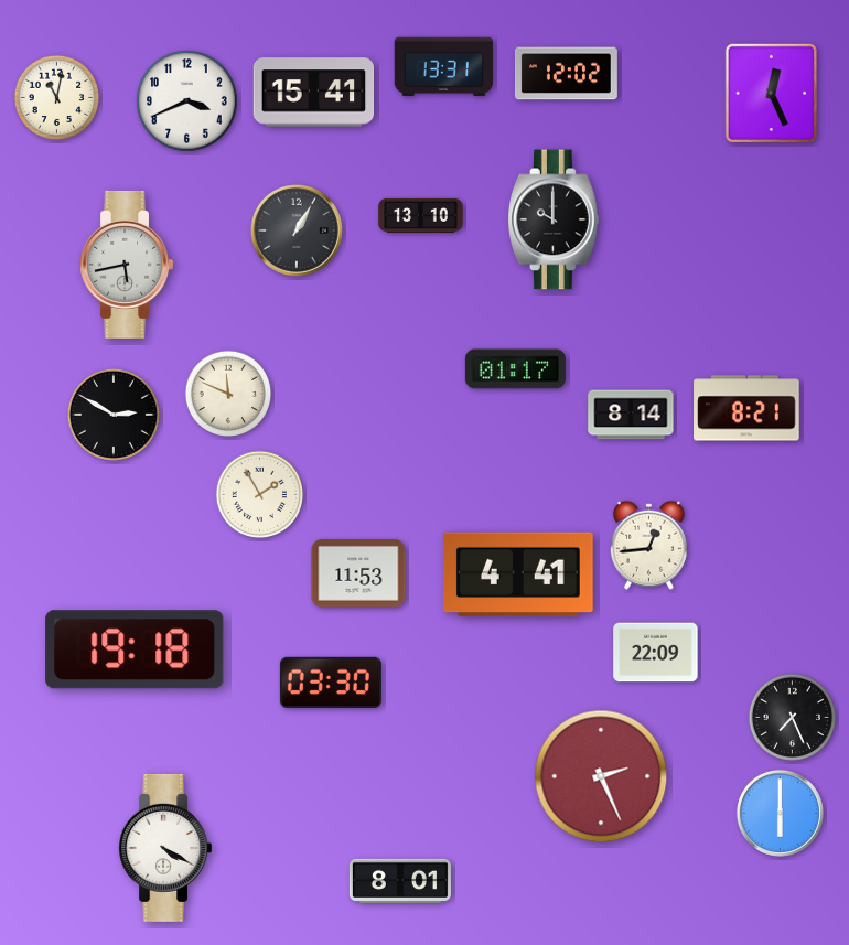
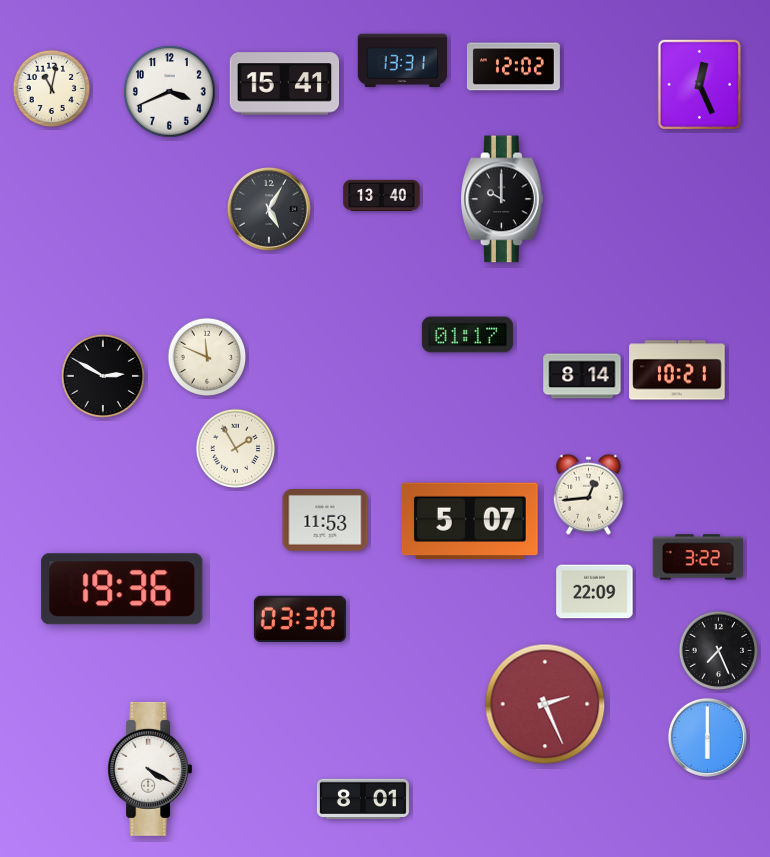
clock at (421, 215): 13:10 -> 13:40
clock at (297, 230): 1:05 -> 5:05
clock at (126, 265): 5:43 -> none
clock at (746, 408): 8:21 -> 10:21
clock at (631, 415) position: (631, 415) -> (582, 376)
clock at (518, 574): 4:41 -> 5:07
clock at (697, 557): none -> 3:22
clock at (135, 649): 19:18 -> 19:36
